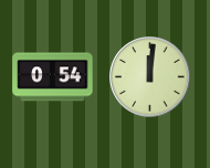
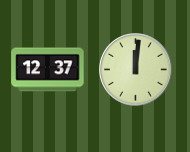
clock at (53, 77): 0:54 -> 12:37
